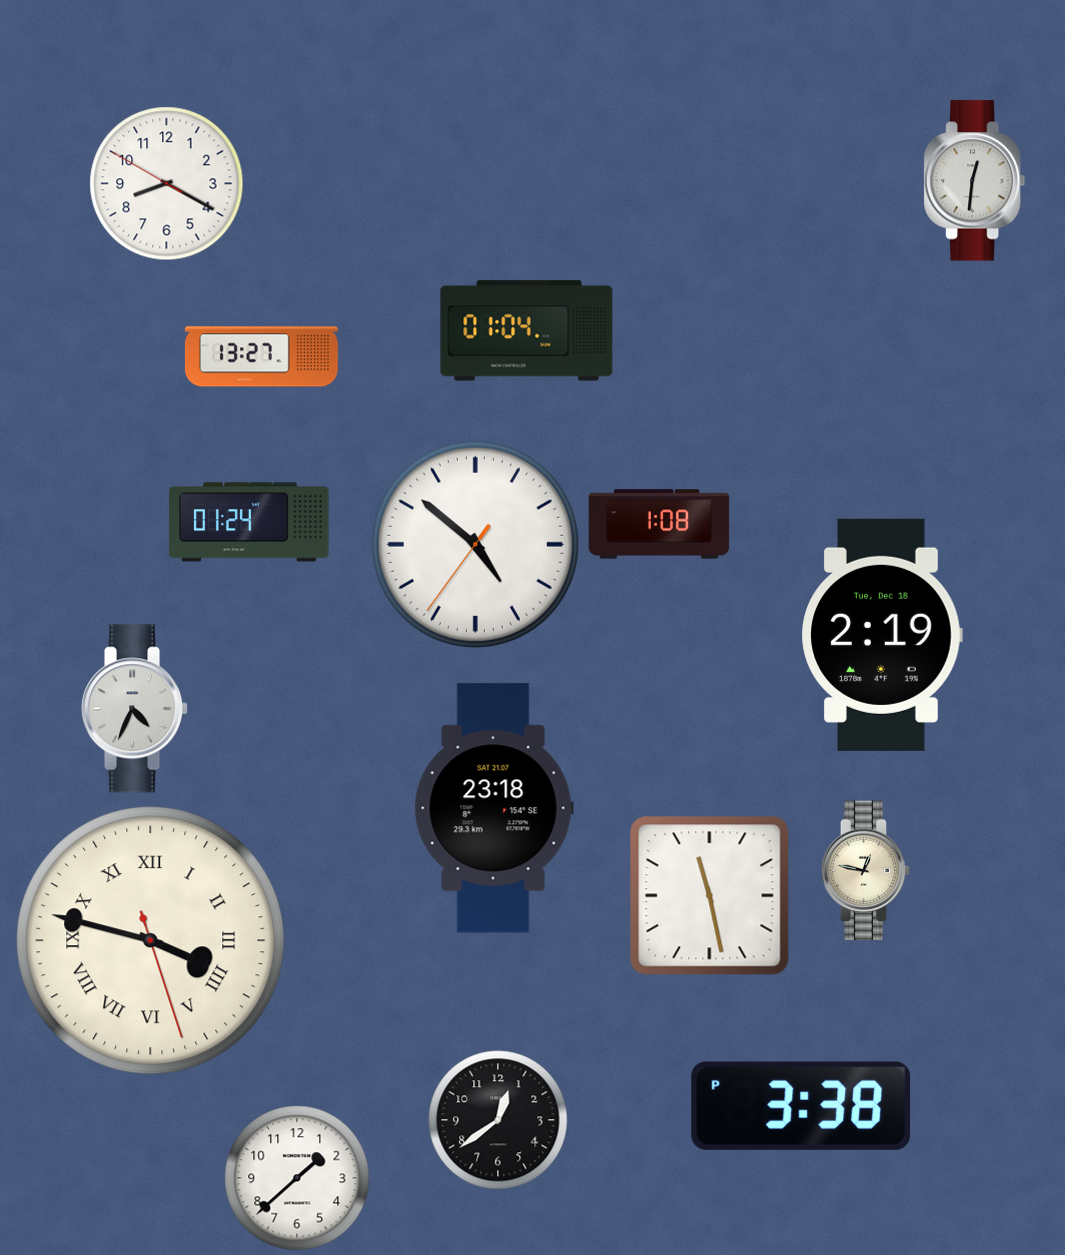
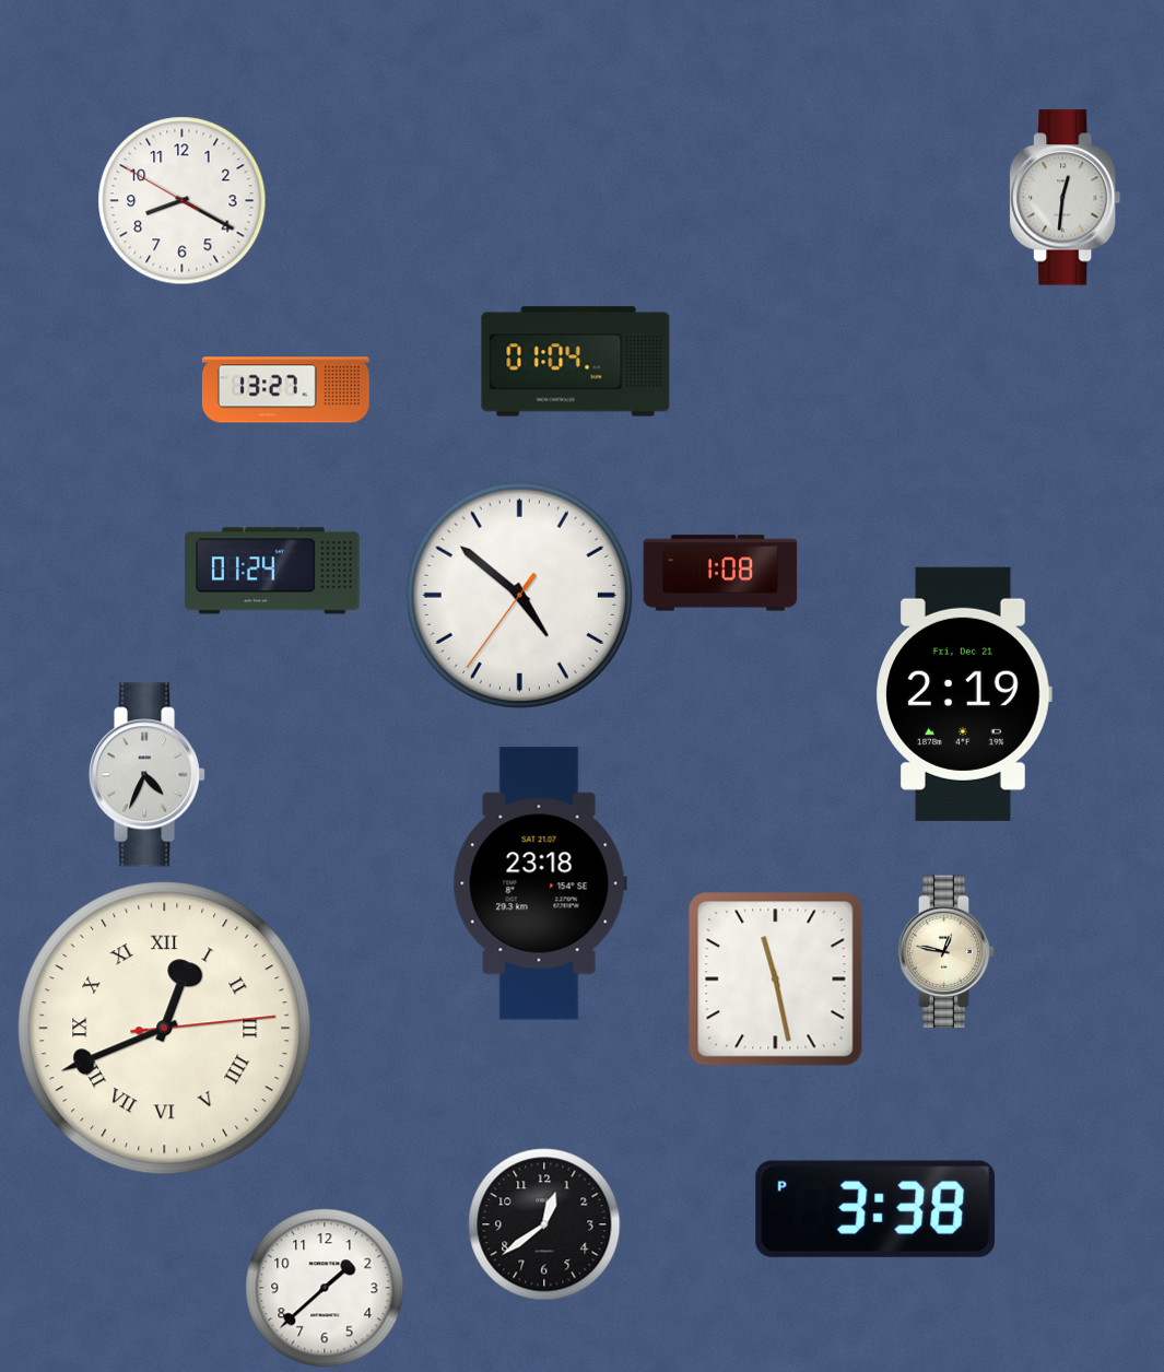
clock at (882, 635) date: Tue, Dec 18 -> Fri, Dec 21
clock at (151, 941): 3:47 -> 12:41
